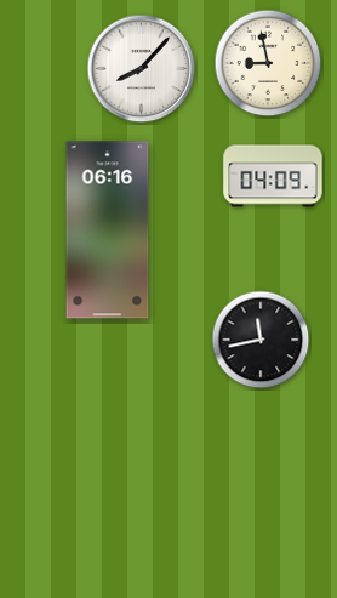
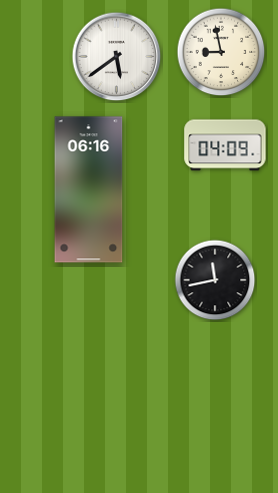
clock at (142, 69): 8:07 -> 5:39
